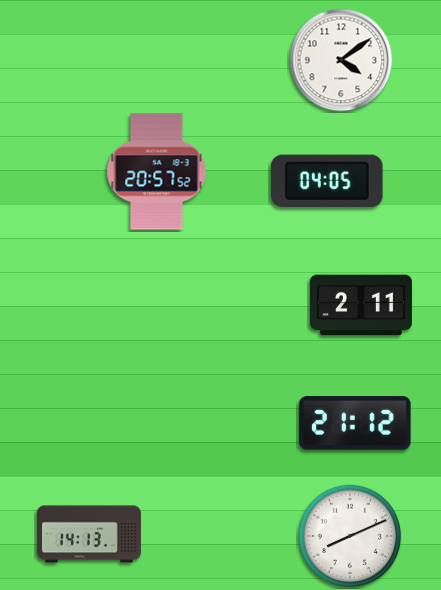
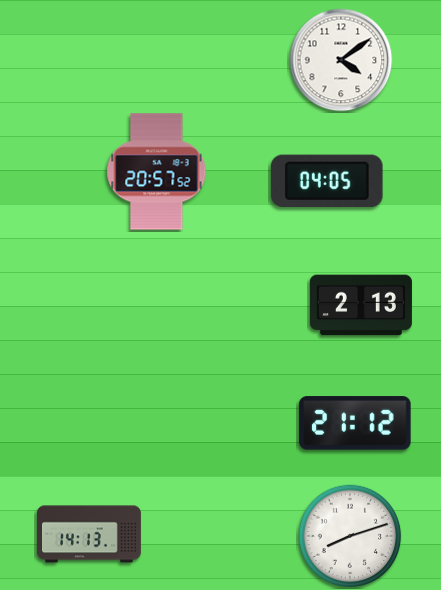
clock at (361, 305): 2:11 -> 2:13
clock at (350, 536): 8:11 -> 8:12
